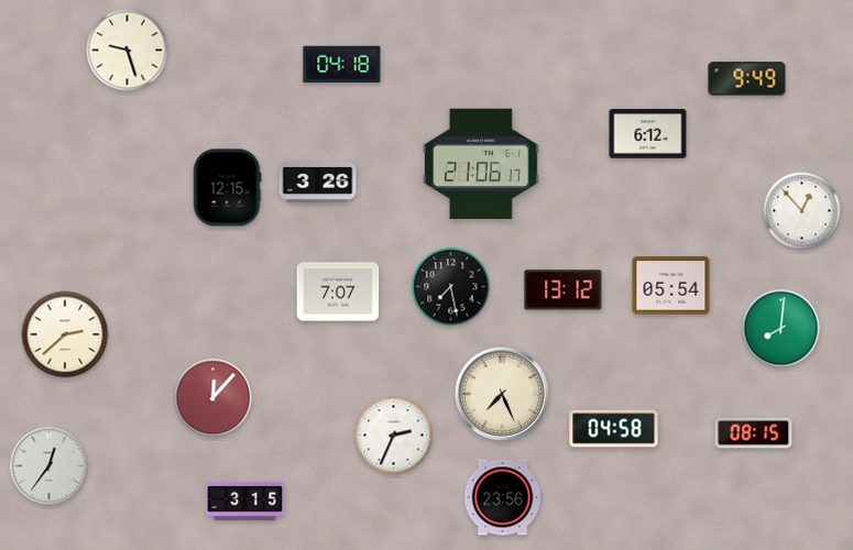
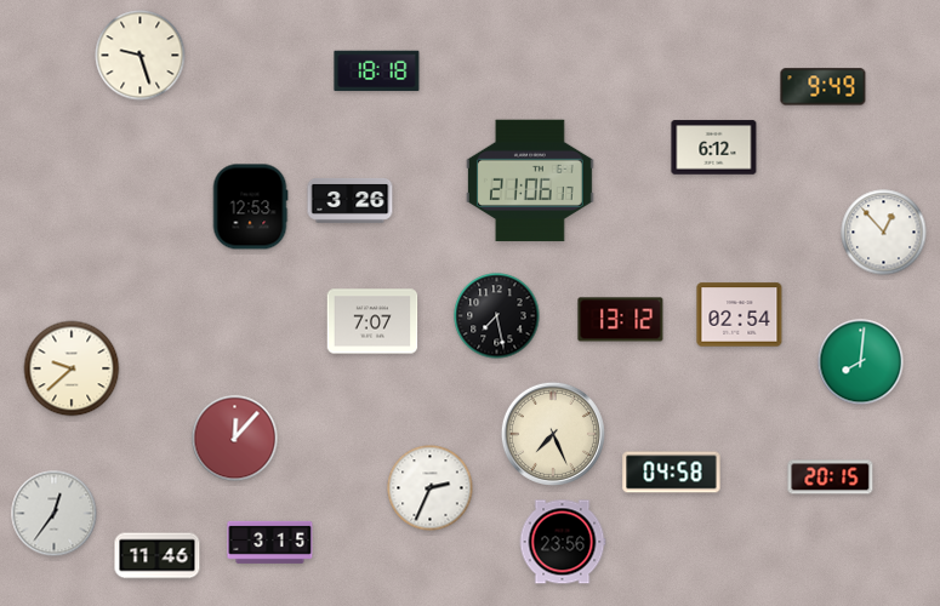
clock at (342, 65): 04:18 -> 18:18
clock at (227, 188): 12:15 -> 12:53
clock at (671, 286): 05:54 -> 02:54
clock at (65, 334): 2:38 -> 9:38
clock at (614, 429) position: (614, 429) -> (672, 473)
clock at (754, 433): 08:15 -> 20:15
clock at (394, 436) position: (394, 436) -> (431, 488)
clock at (503, 497) position: (503, 497) -> (563, 542)
clock at (245, 501) position: (245, 501) -> (270, 542)
clock at (158, 556): none -> 11:46
